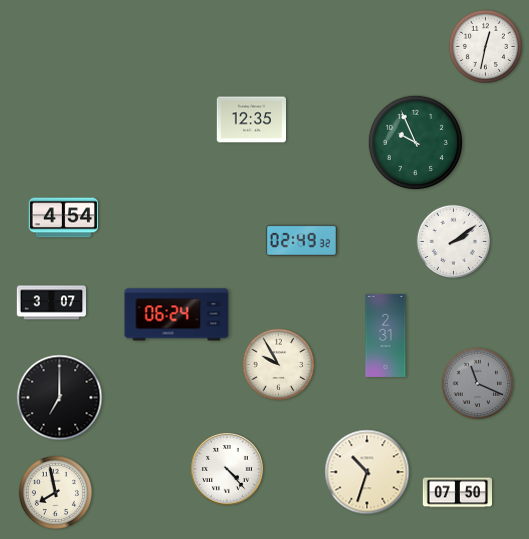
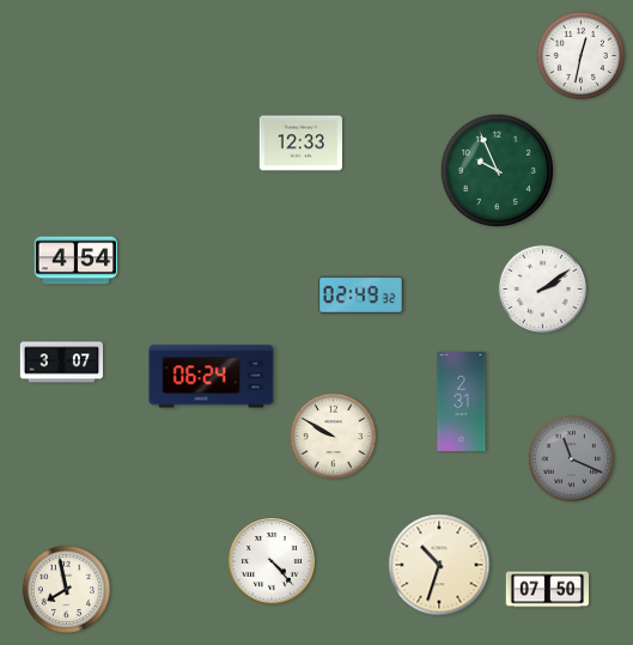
clock at (251, 120): 12:35 -> 12:33
clock at (301, 240) position: (301, 240) -> (360, 294)
clock at (279, 365): 9:55 -> 9:50
clock at (60, 398): 7:00 -> none
